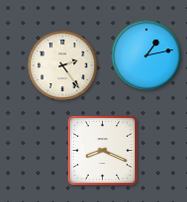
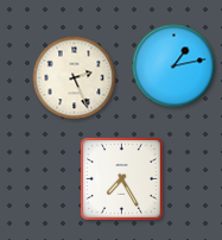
clock at (63, 66): 2:24 -> 2:26
clock at (102, 150): 8:19 -> 7:25
